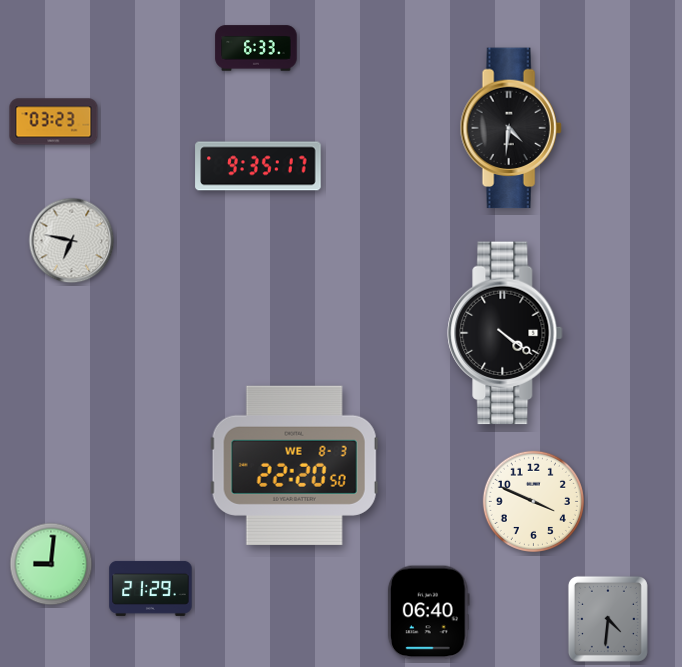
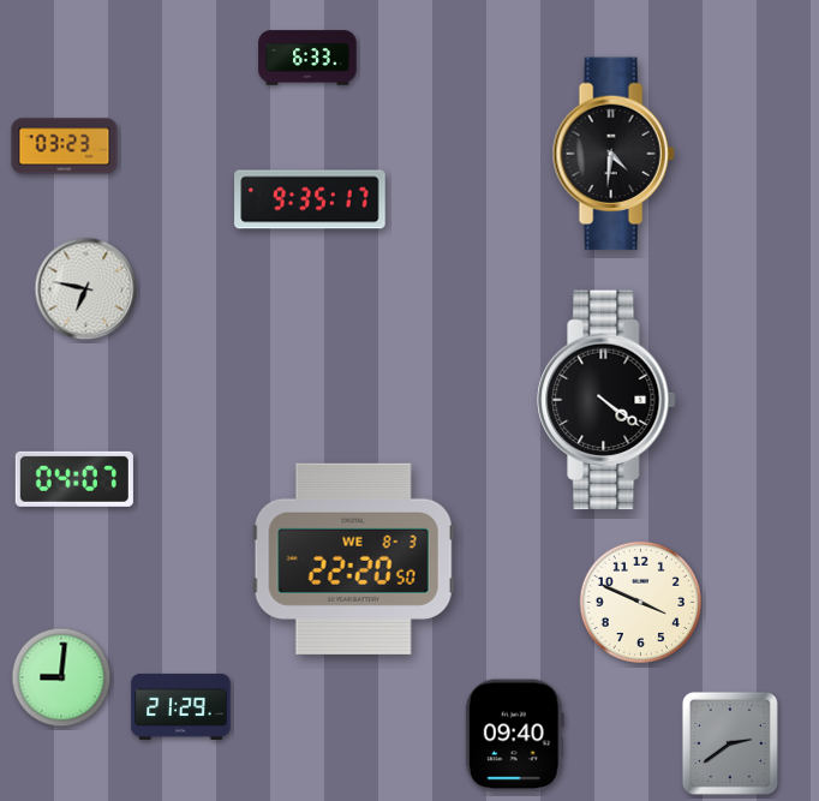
clock at (74, 479): none -> 04:07
clock at (428, 613): 06:40 -> 09:40
clock at (608, 619): 4:31 -> 2:39
